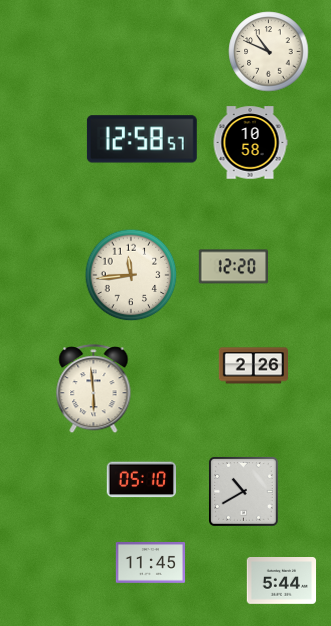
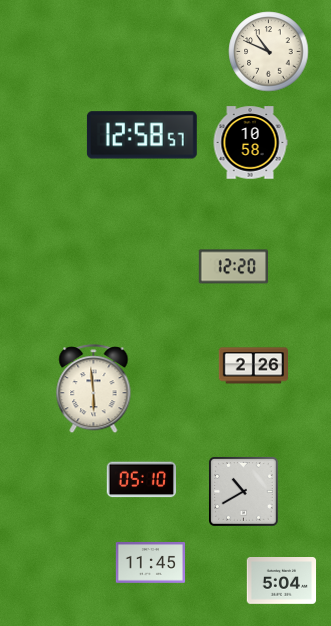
clock at (142, 139) position: (142, 139) -> (142, 135)
clock at (131, 275): 11:44 -> none
clock at (282, 581): 5:44 -> 5:04
